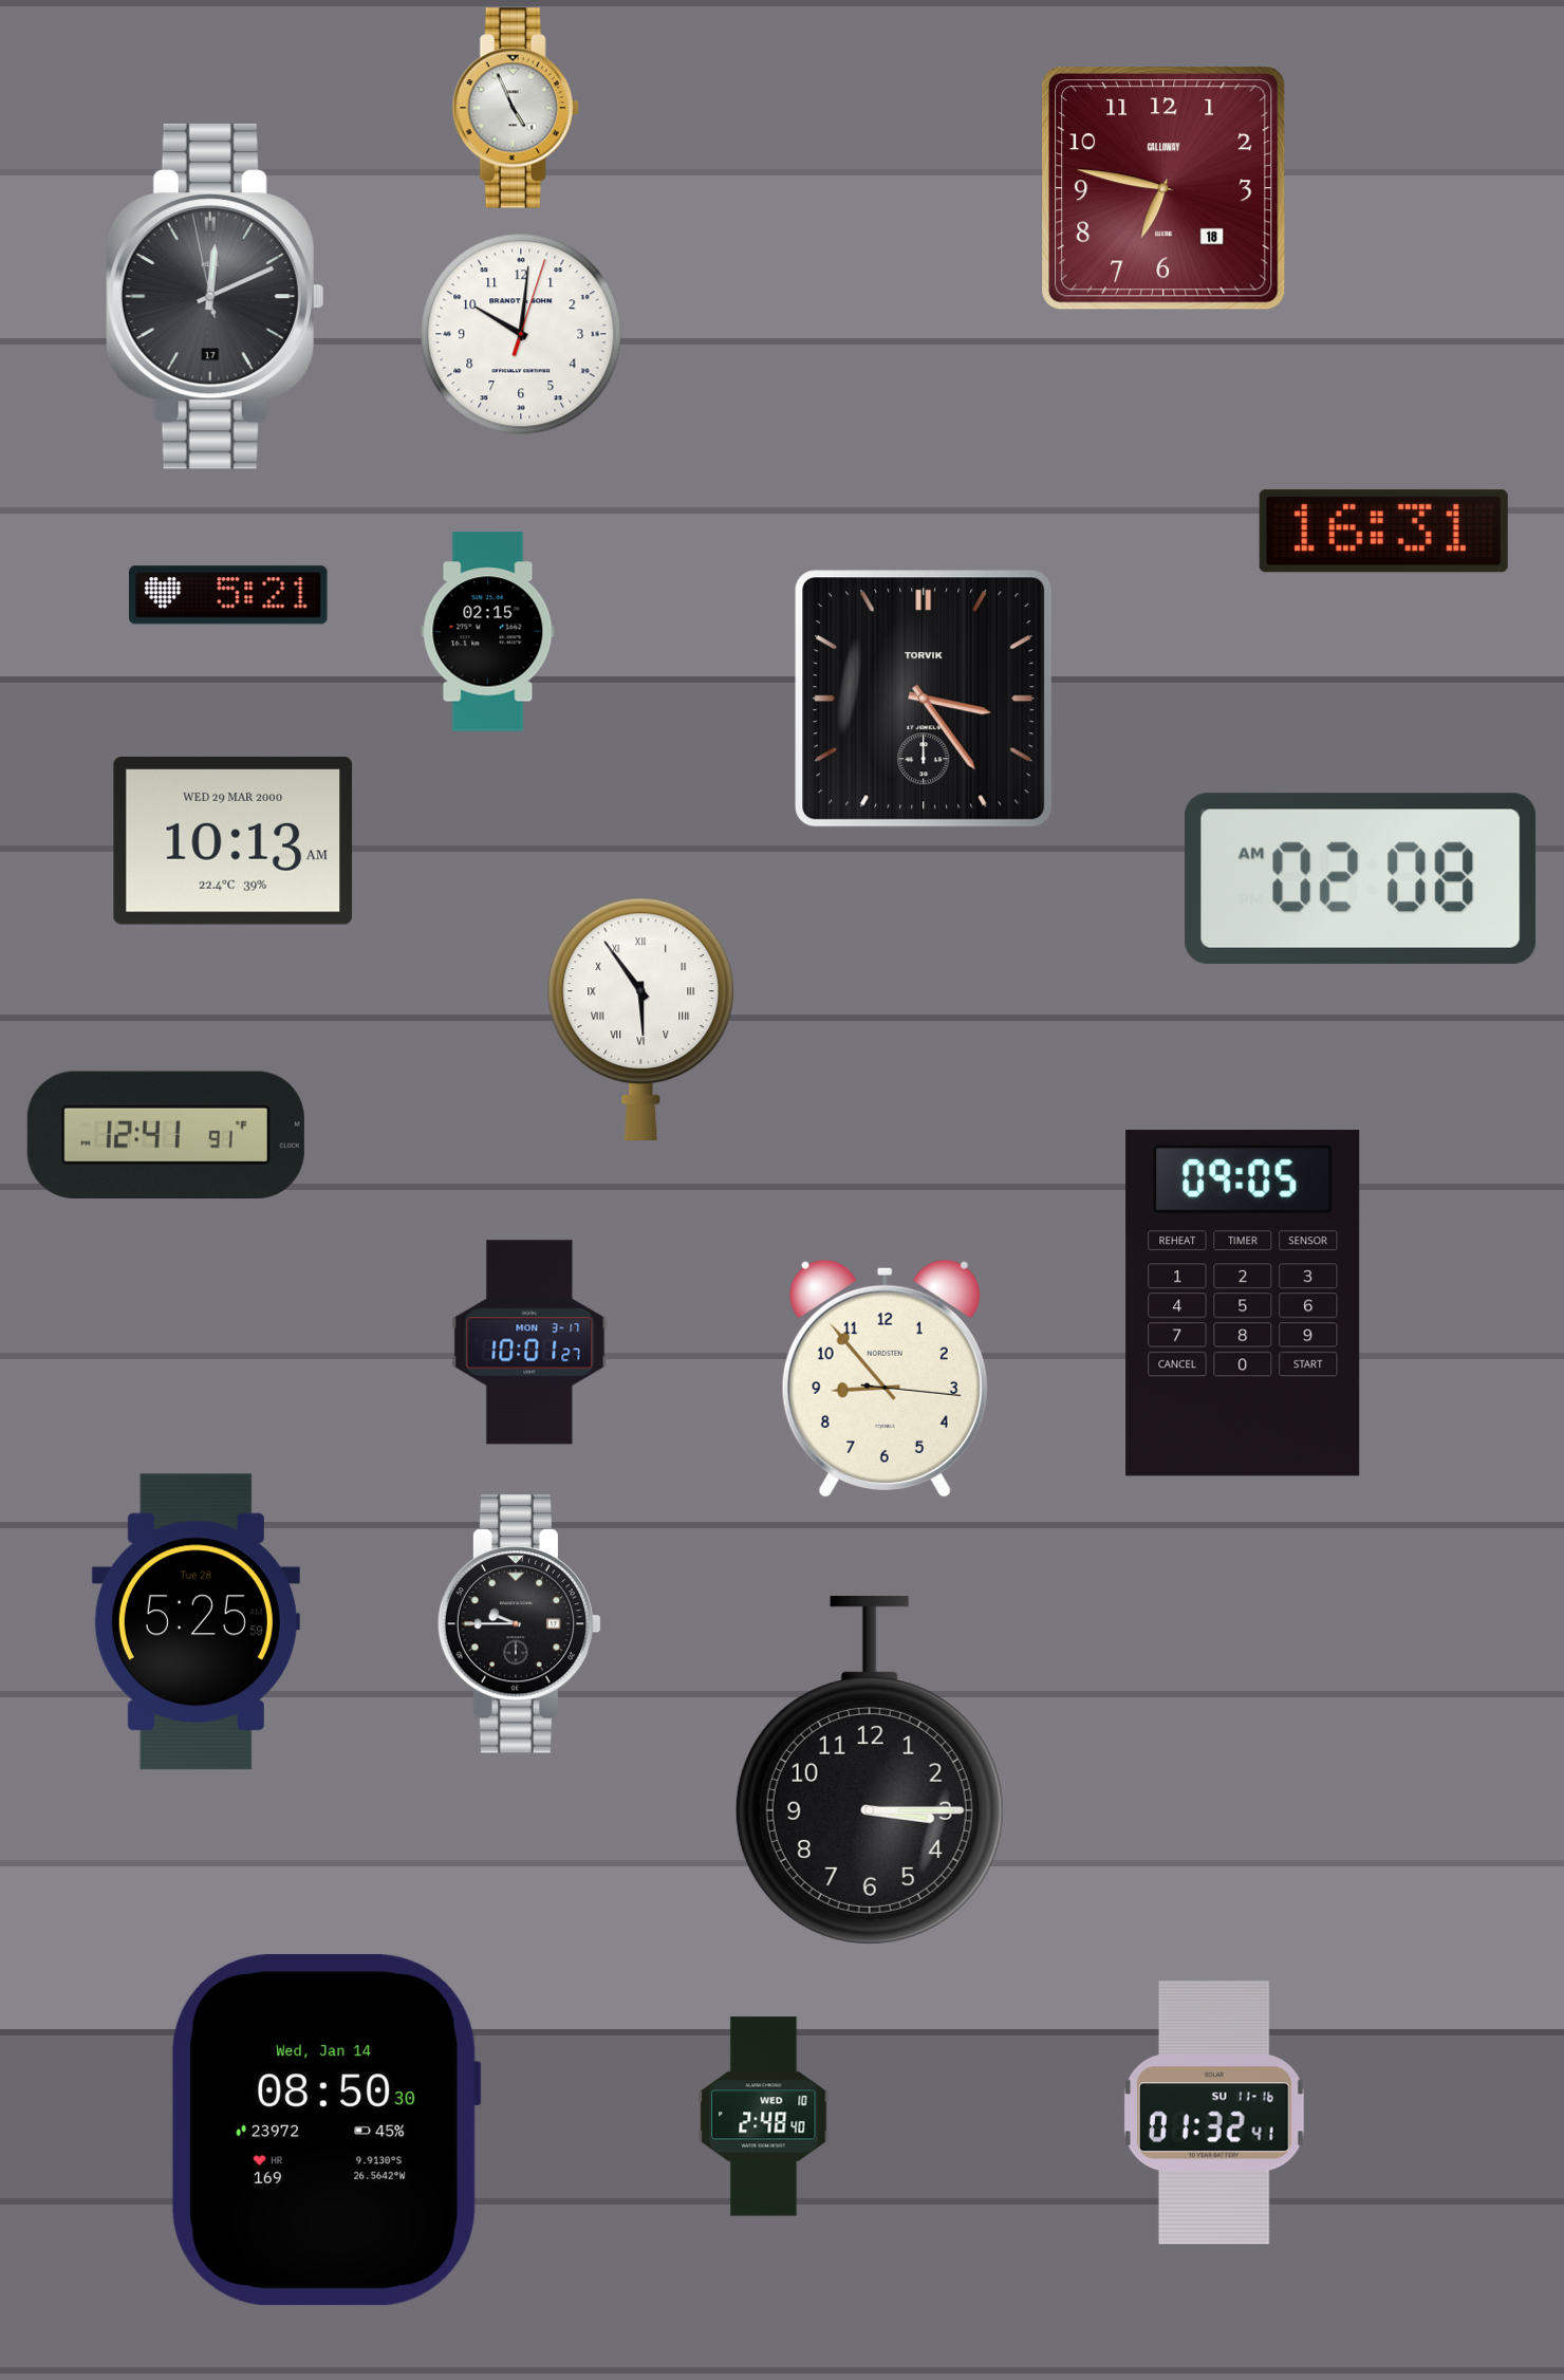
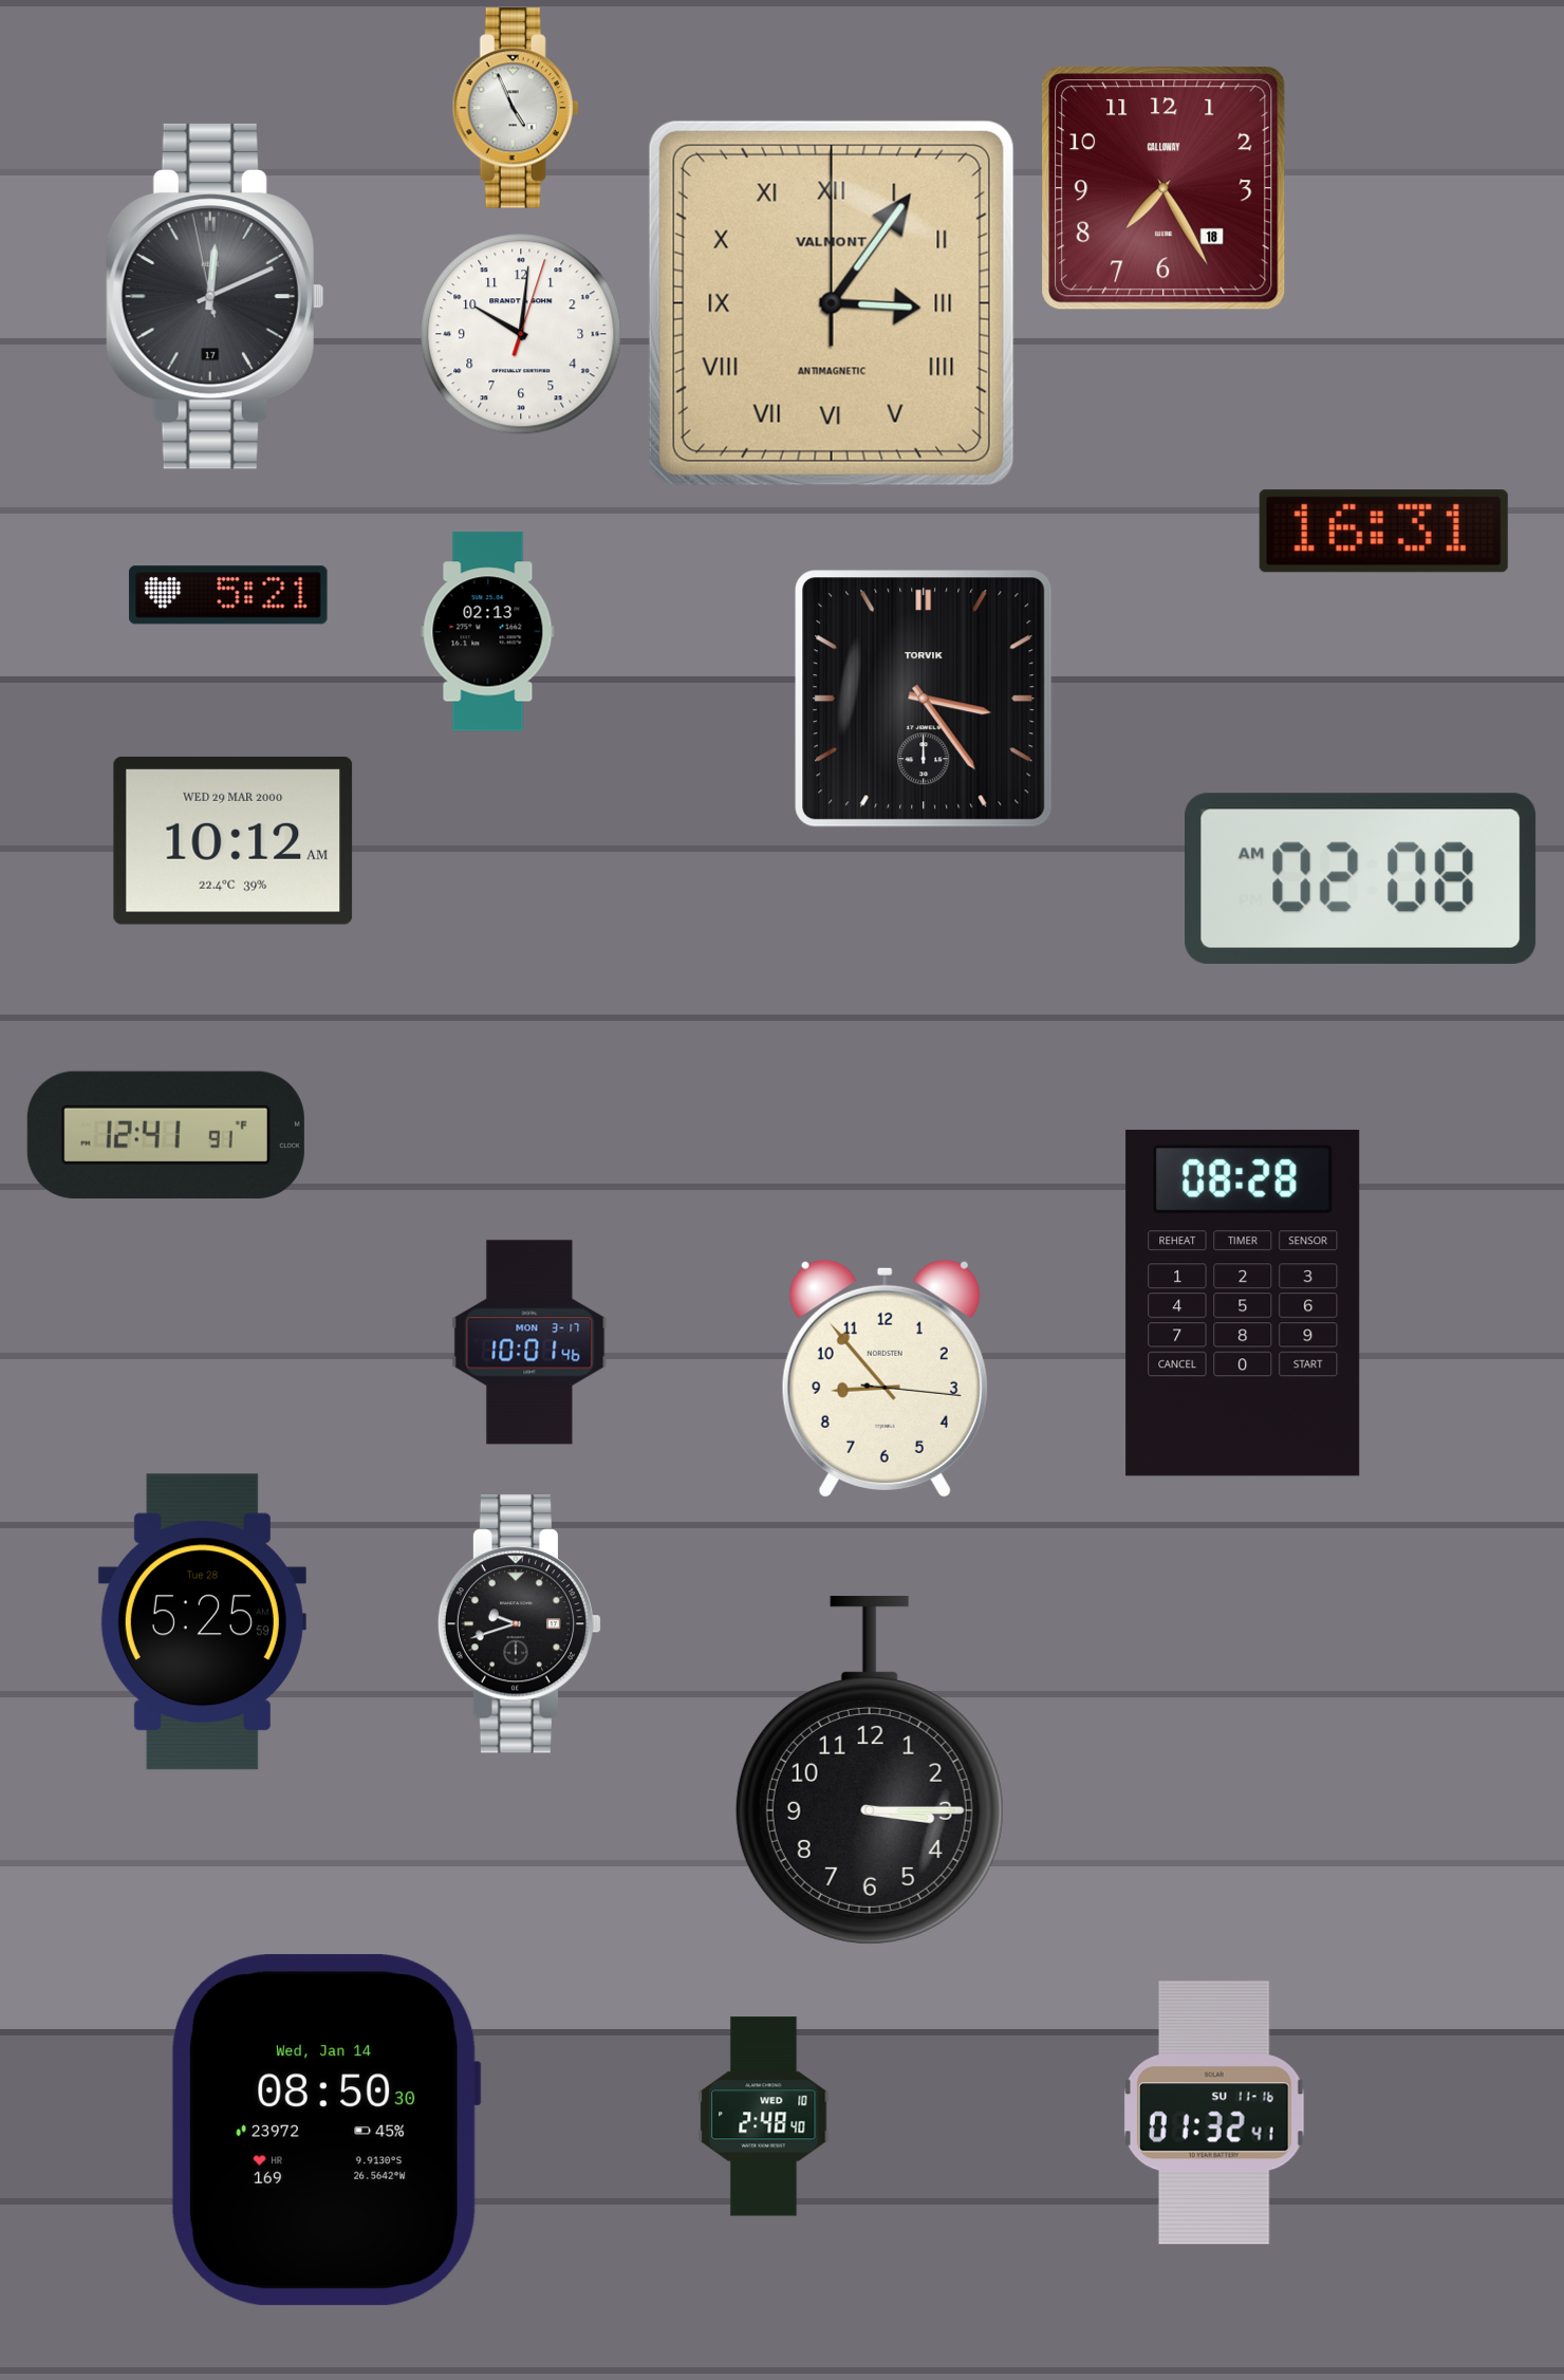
clock at (1163, 188): 6:47 -> 7:25
clock at (832, 303): none -> 3:06
clock at (488, 632): 02:15 -> 02:13
clock at (234, 840): 10:13 -> 10:12
clock at (641, 1019): 5:54 -> none
clock at (1243, 1303): 09:05 -> 08:28
clock at (529, 1342): 10:01:27 -> 10:01:46
clock at (196, 1622) position: (196, 1622) -> (202, 1622)
clock at (520, 1624): 9:45 -> 9:42
